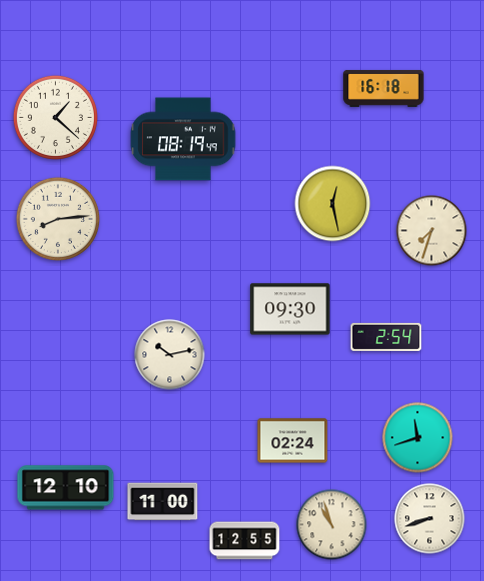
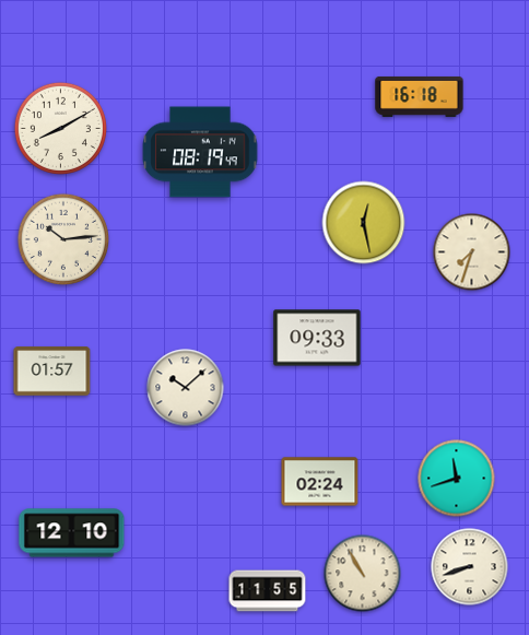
clock at (55, 117): 1:22 -> 8:10
clock at (58, 219): 8:14 -> 10:14
clock at (290, 309): 09:30 -> 09:33
clock at (386, 337): 2:54 -> none
clock at (52, 372): none -> 01:57
clock at (170, 355): 10:13 -> 10:08
clock at (163, 502): 11:00 -> none
clock at (332, 525): 10:57 -> 10:55
clock at (245, 541): 12:55 -> 11:55
